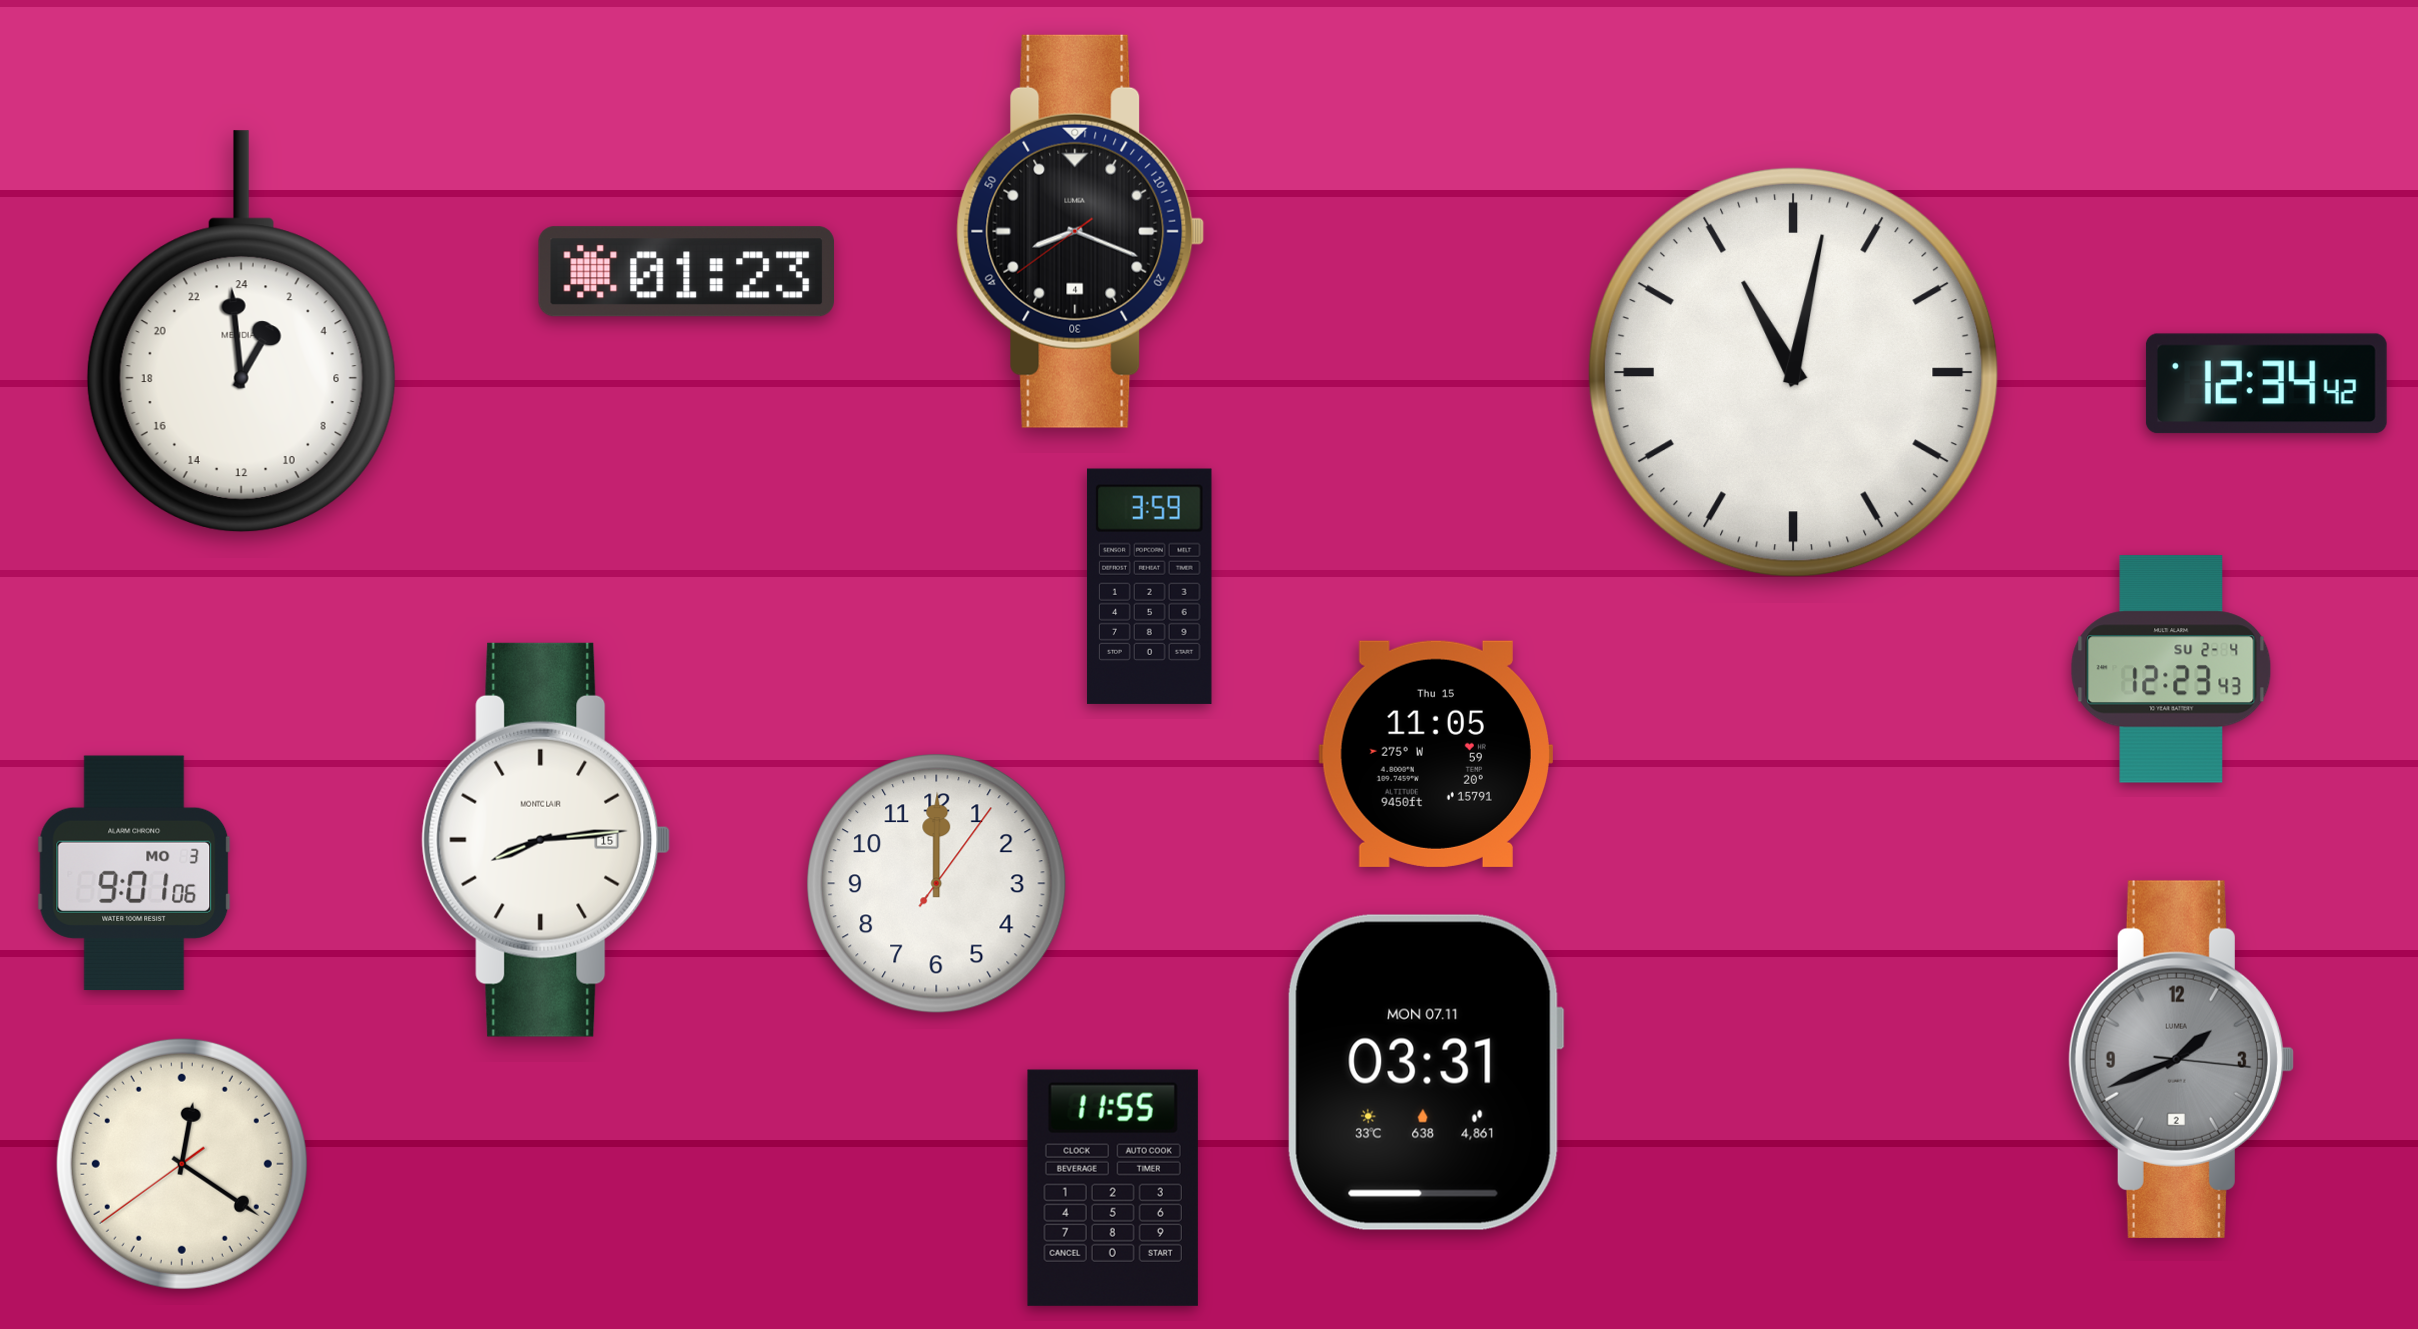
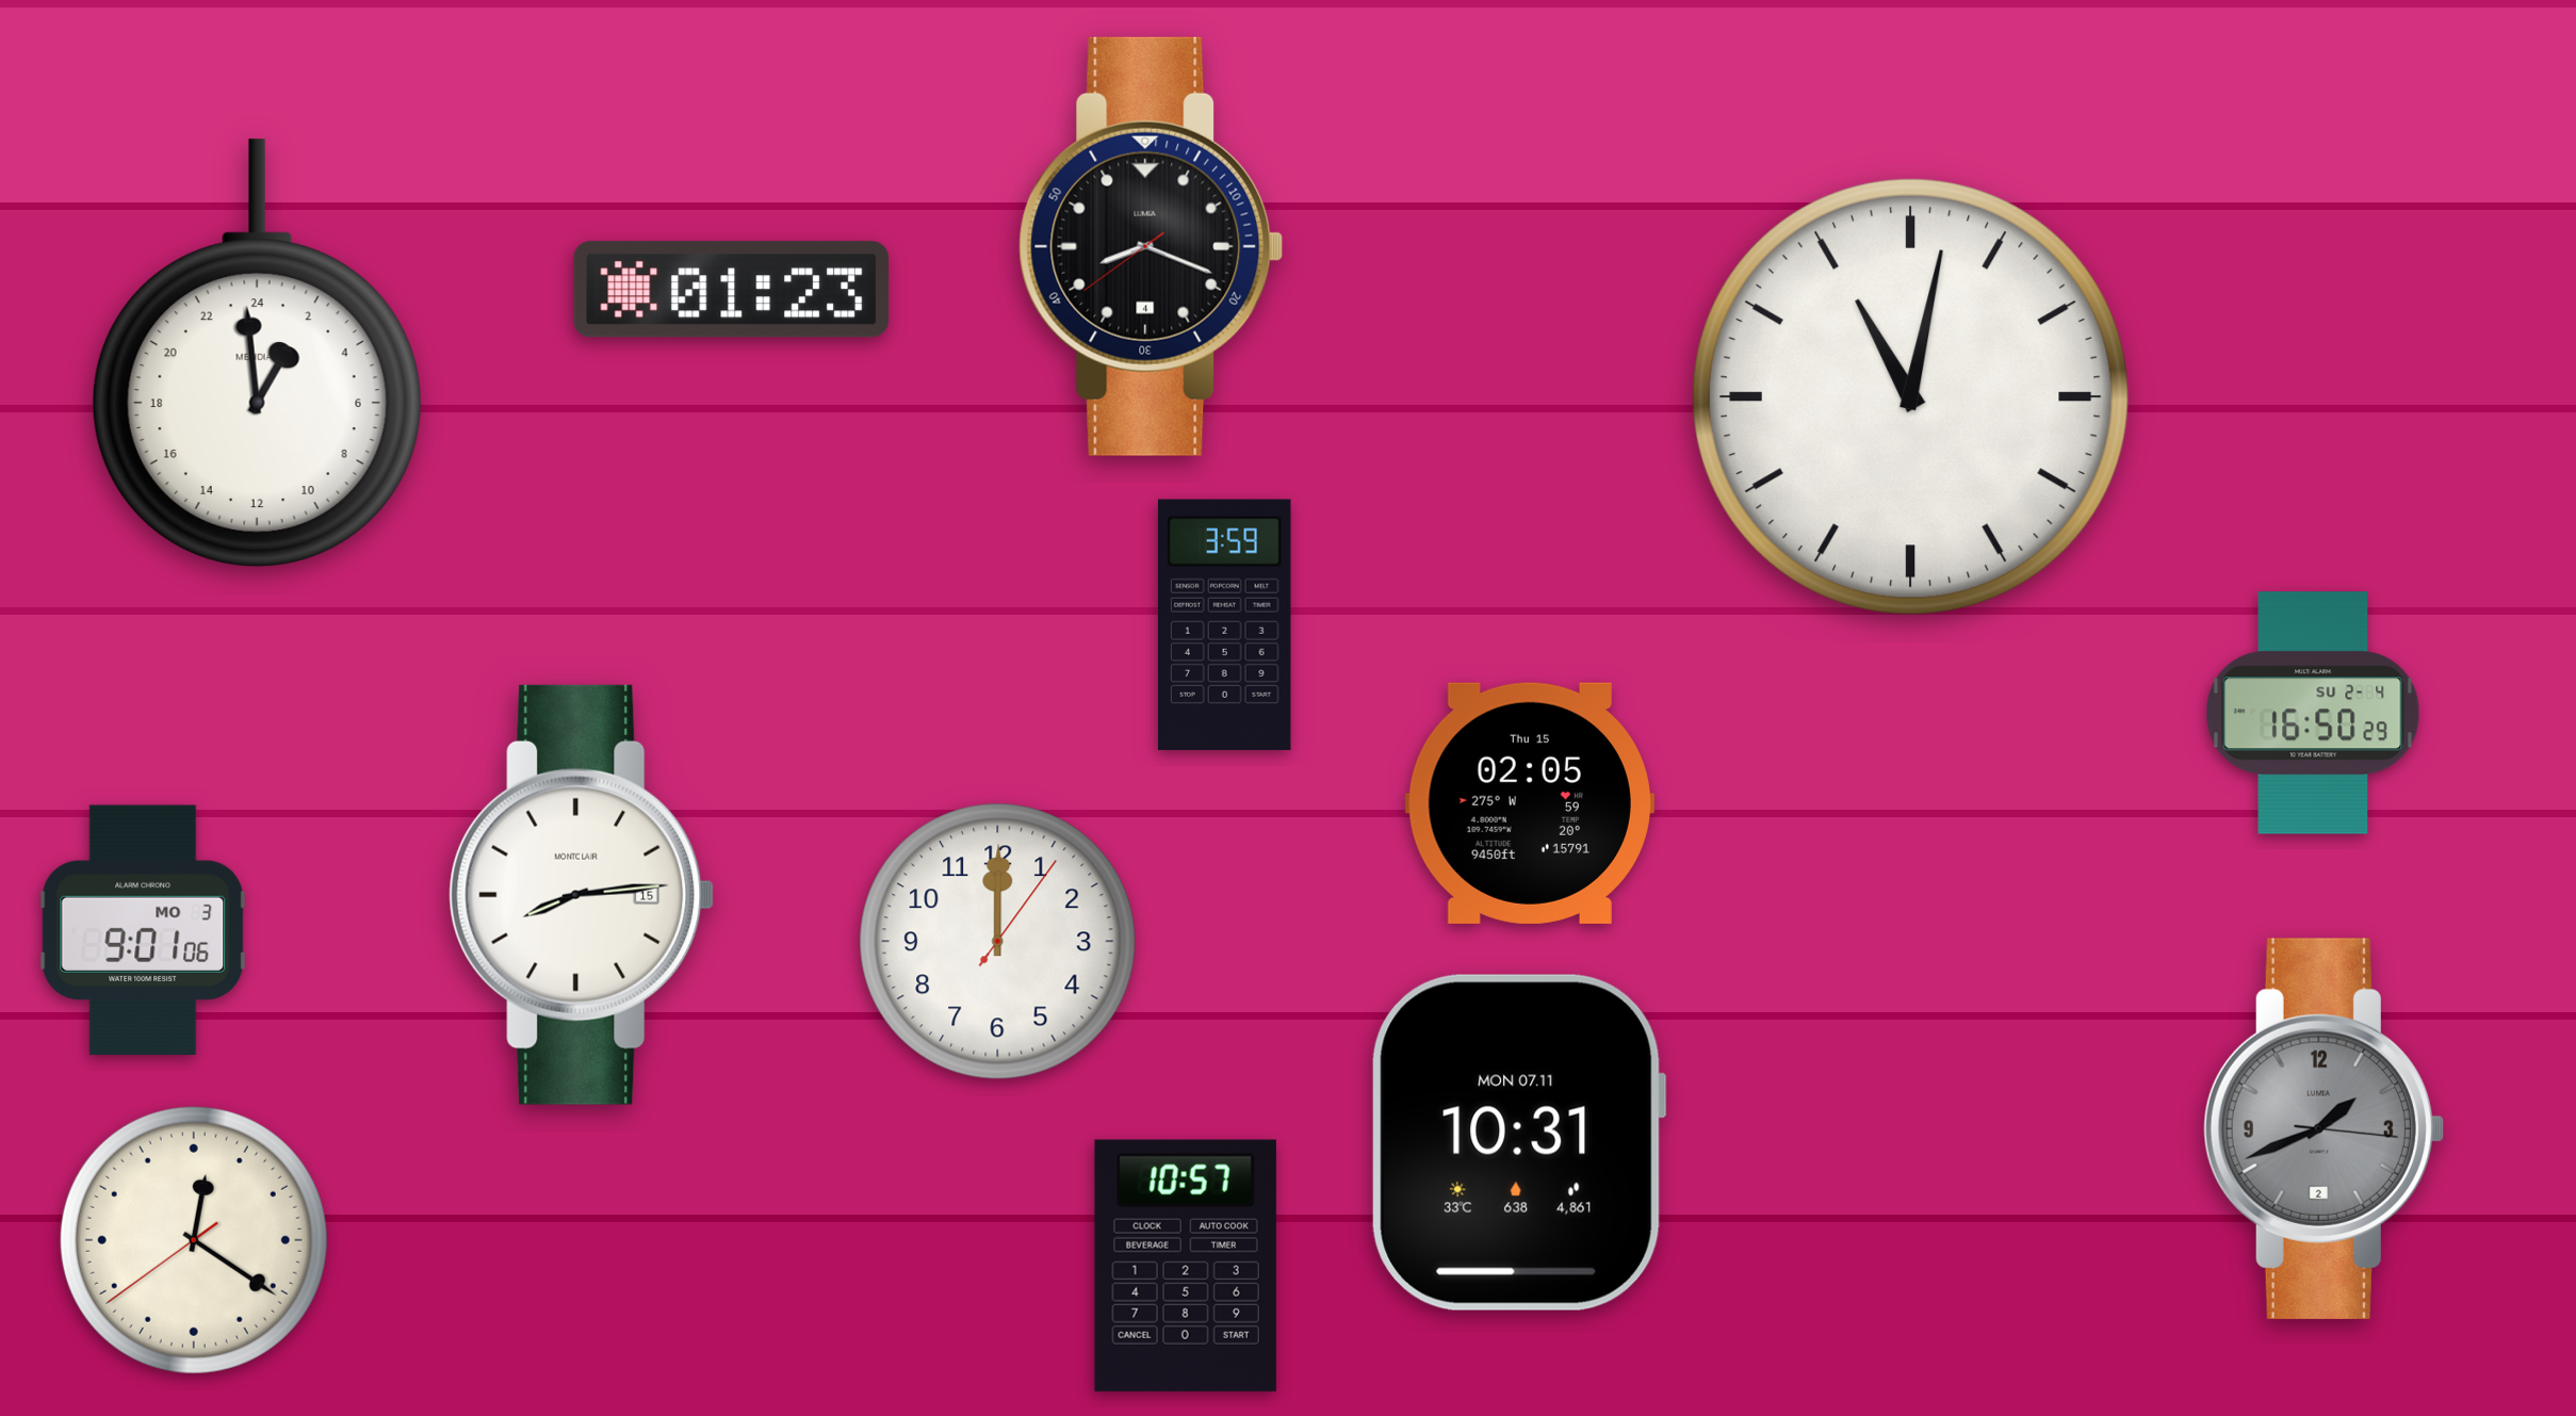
clock at (2266, 384): 12:34 -> none
clock at (2171, 669): 12:23 -> 16:50
clock at (1435, 754): 11:05 -> 02:05
clock at (1426, 1072): 03:31 -> 10:31
clock at (1113, 1188): 11:55 -> 10:57
